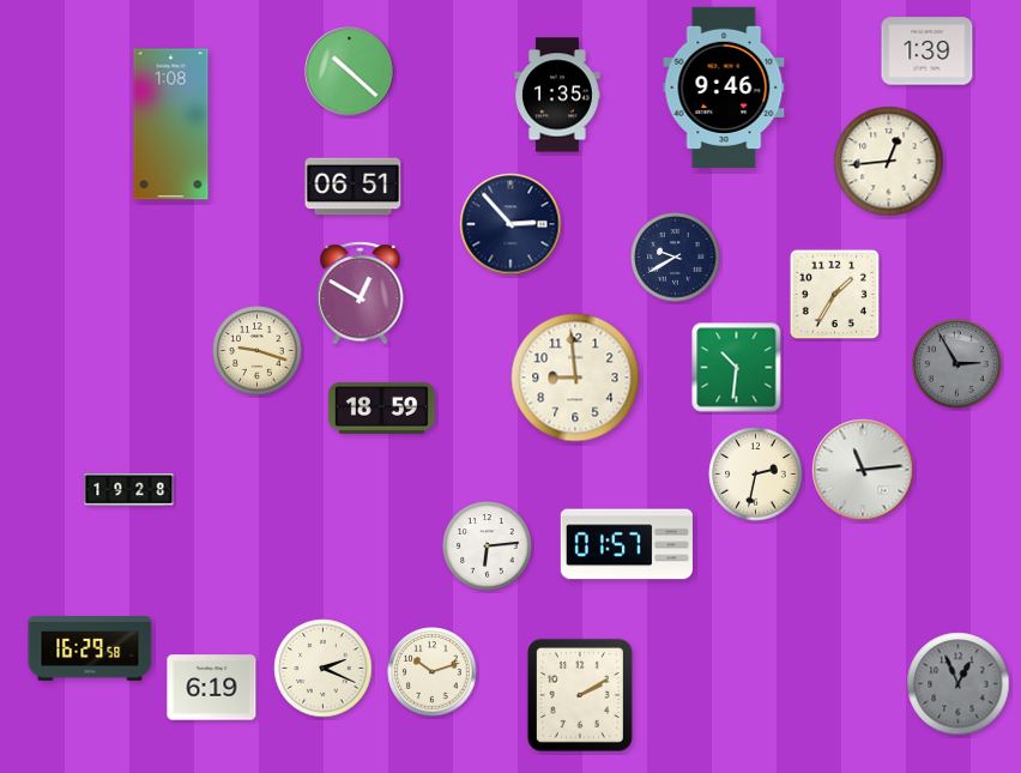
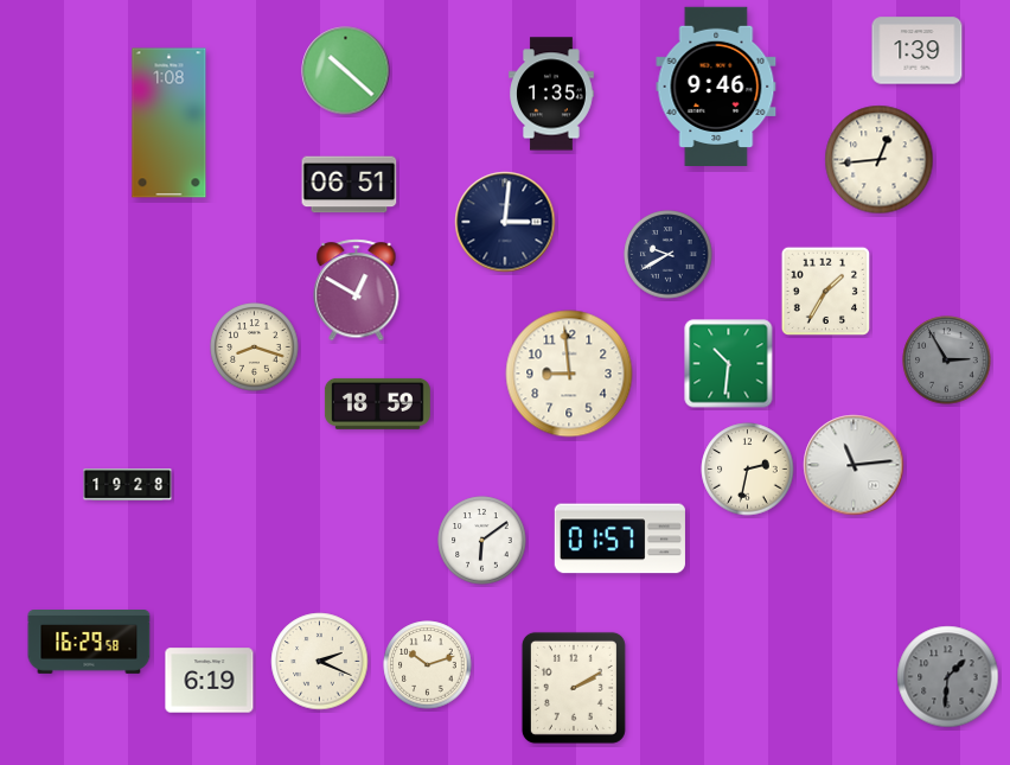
clock at (510, 224): 2:53 -> 3:01
clock at (258, 351): 9:18 -> 8:18
clock at (488, 546): 6:14 -> 6:09
clock at (959, 684): 12:56 -> 1:31
